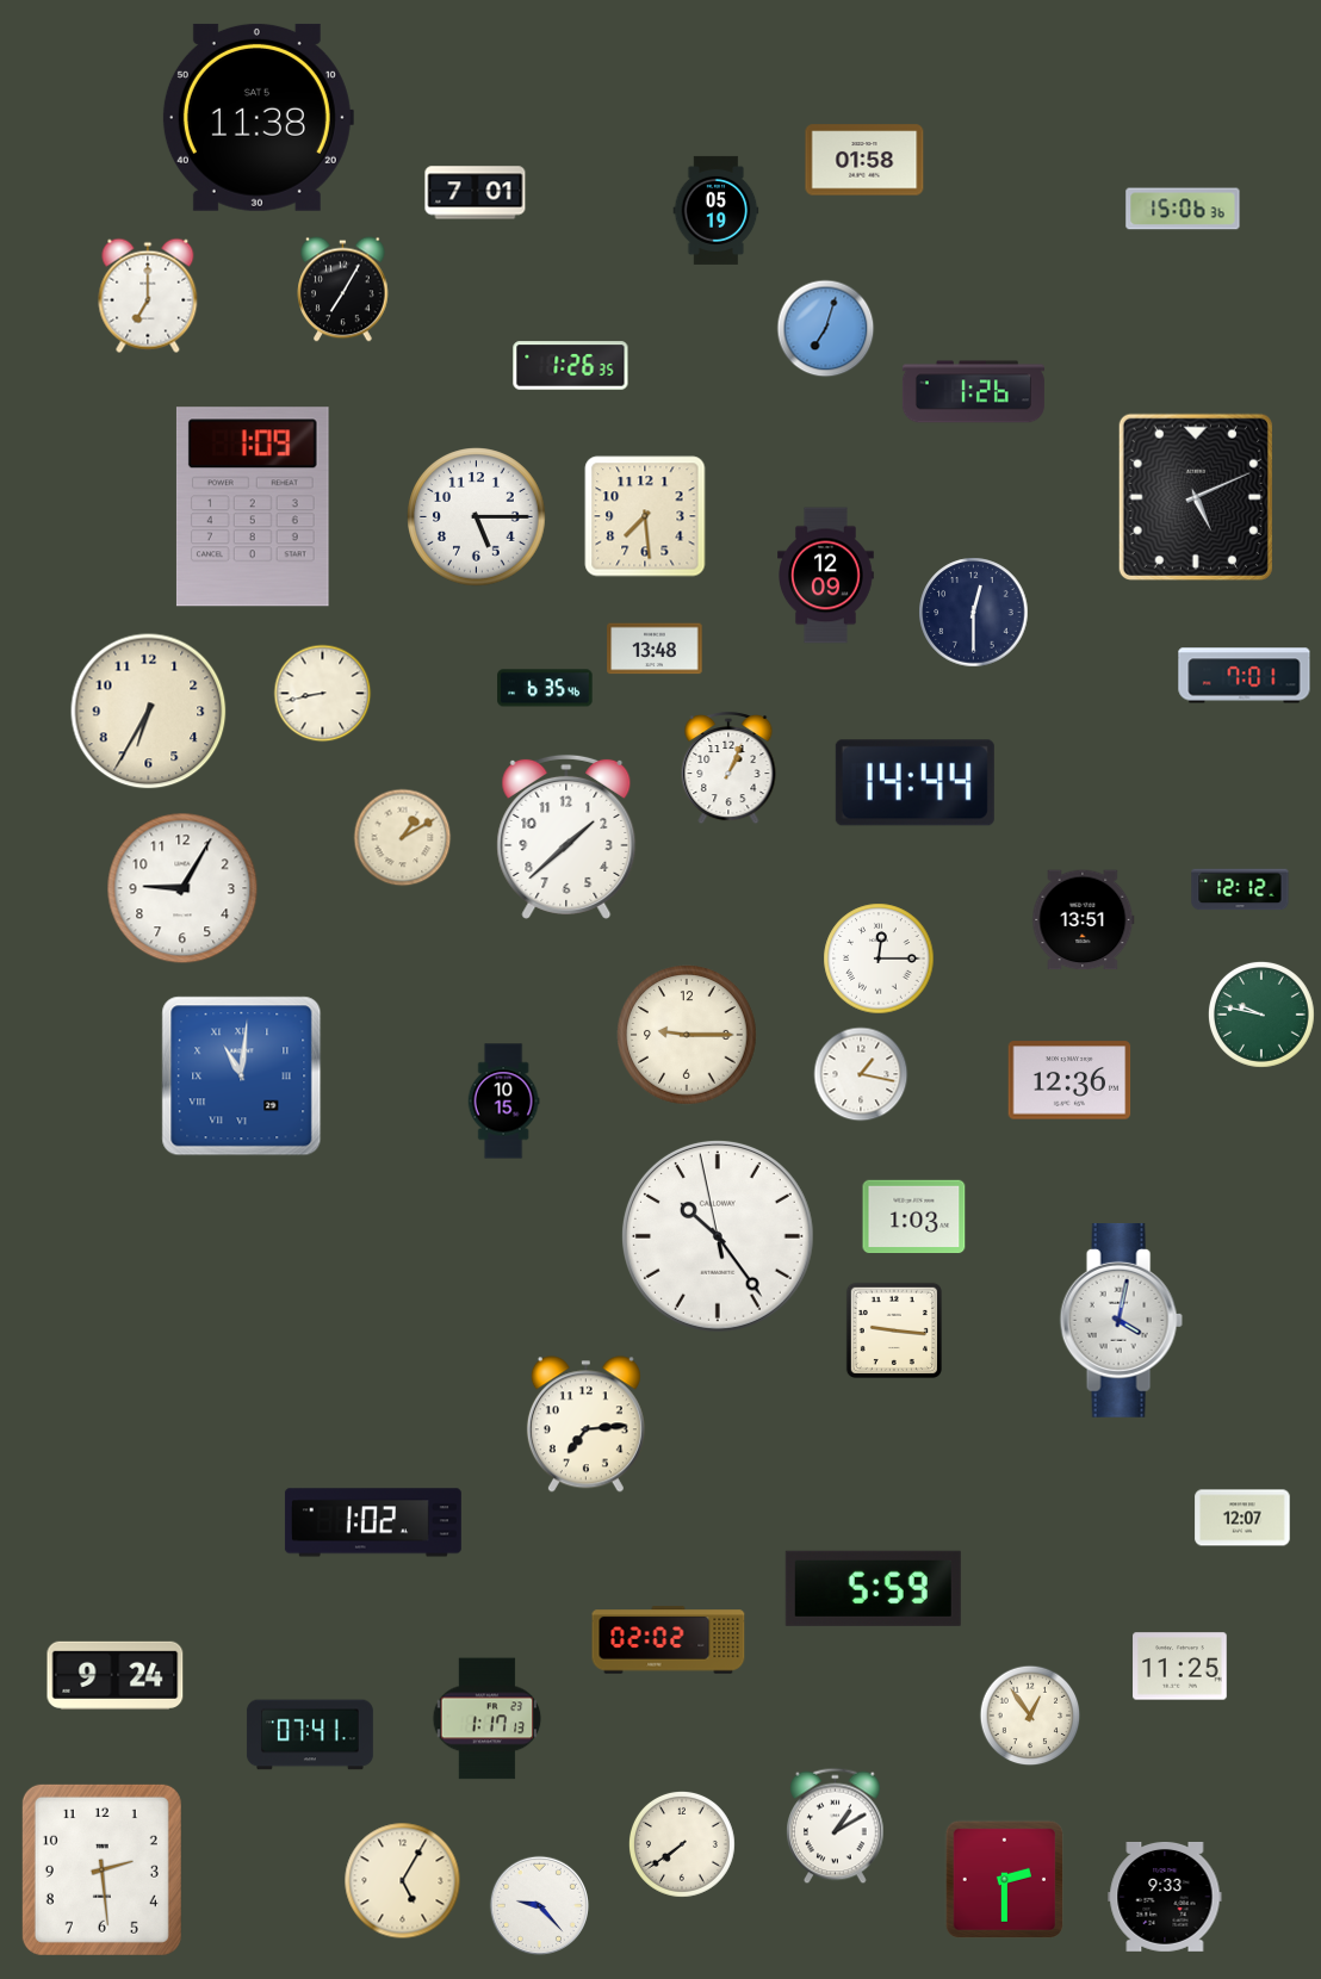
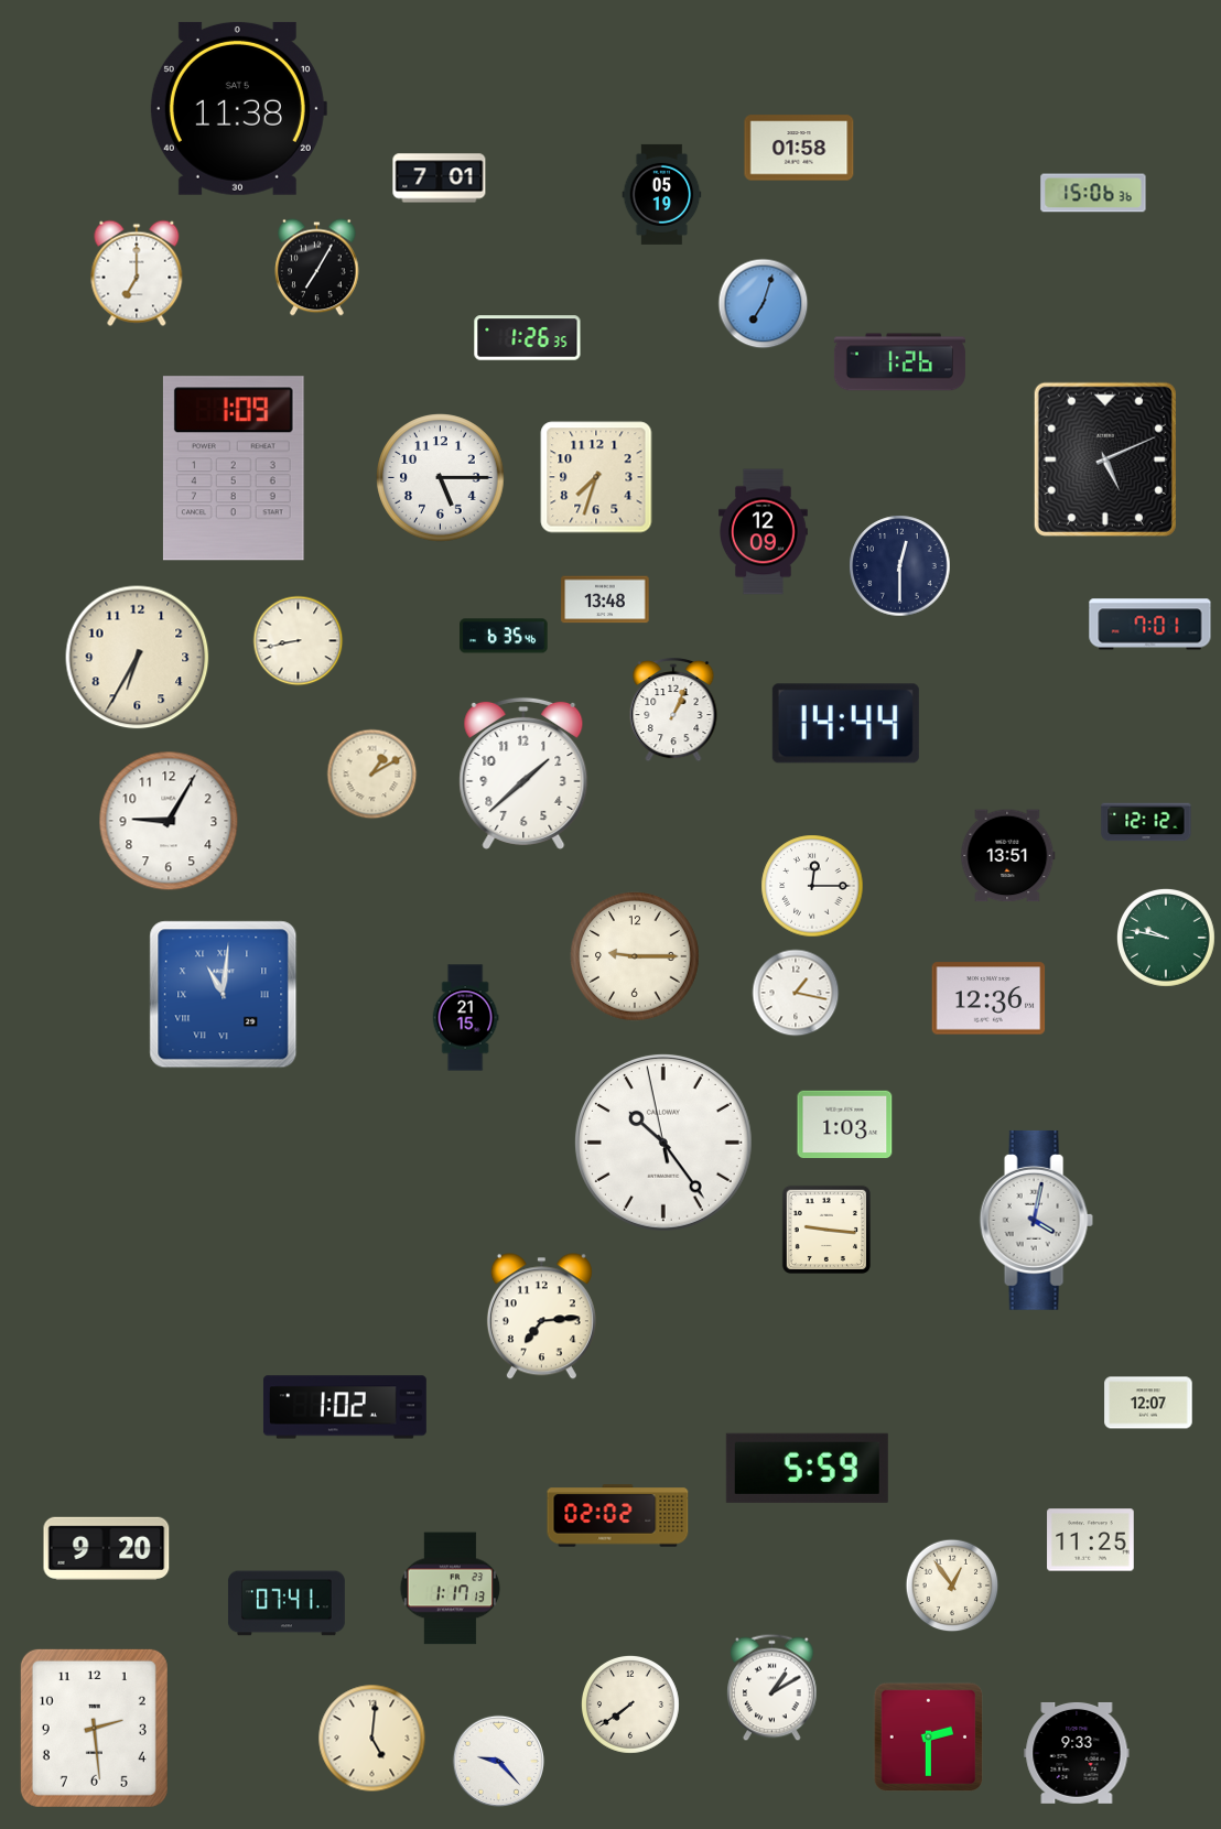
clock at (645, 516): 7:29 -> 7:33
clock at (1084, 920) position: (1084, 920) -> (1008, 856)
clock at (503, 1102): 10:15 -> 21:15
clock at (116, 1675): 9:24 -> 9:20
clock at (403, 1881): 5:05 -> 5:01
